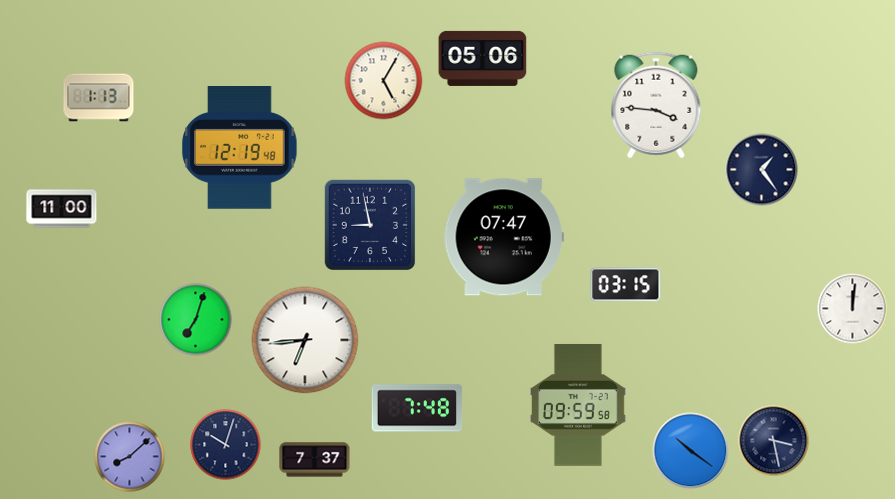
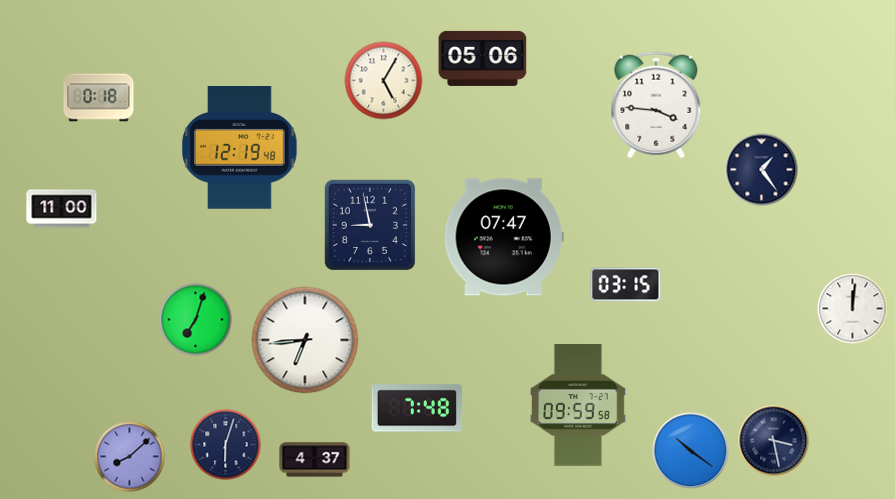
clock at (99, 98): 1:13 -> 0:18
clock at (226, 445): 10:03 -> 6:03
clock at (315, 460): 7:37 -> 4:37
